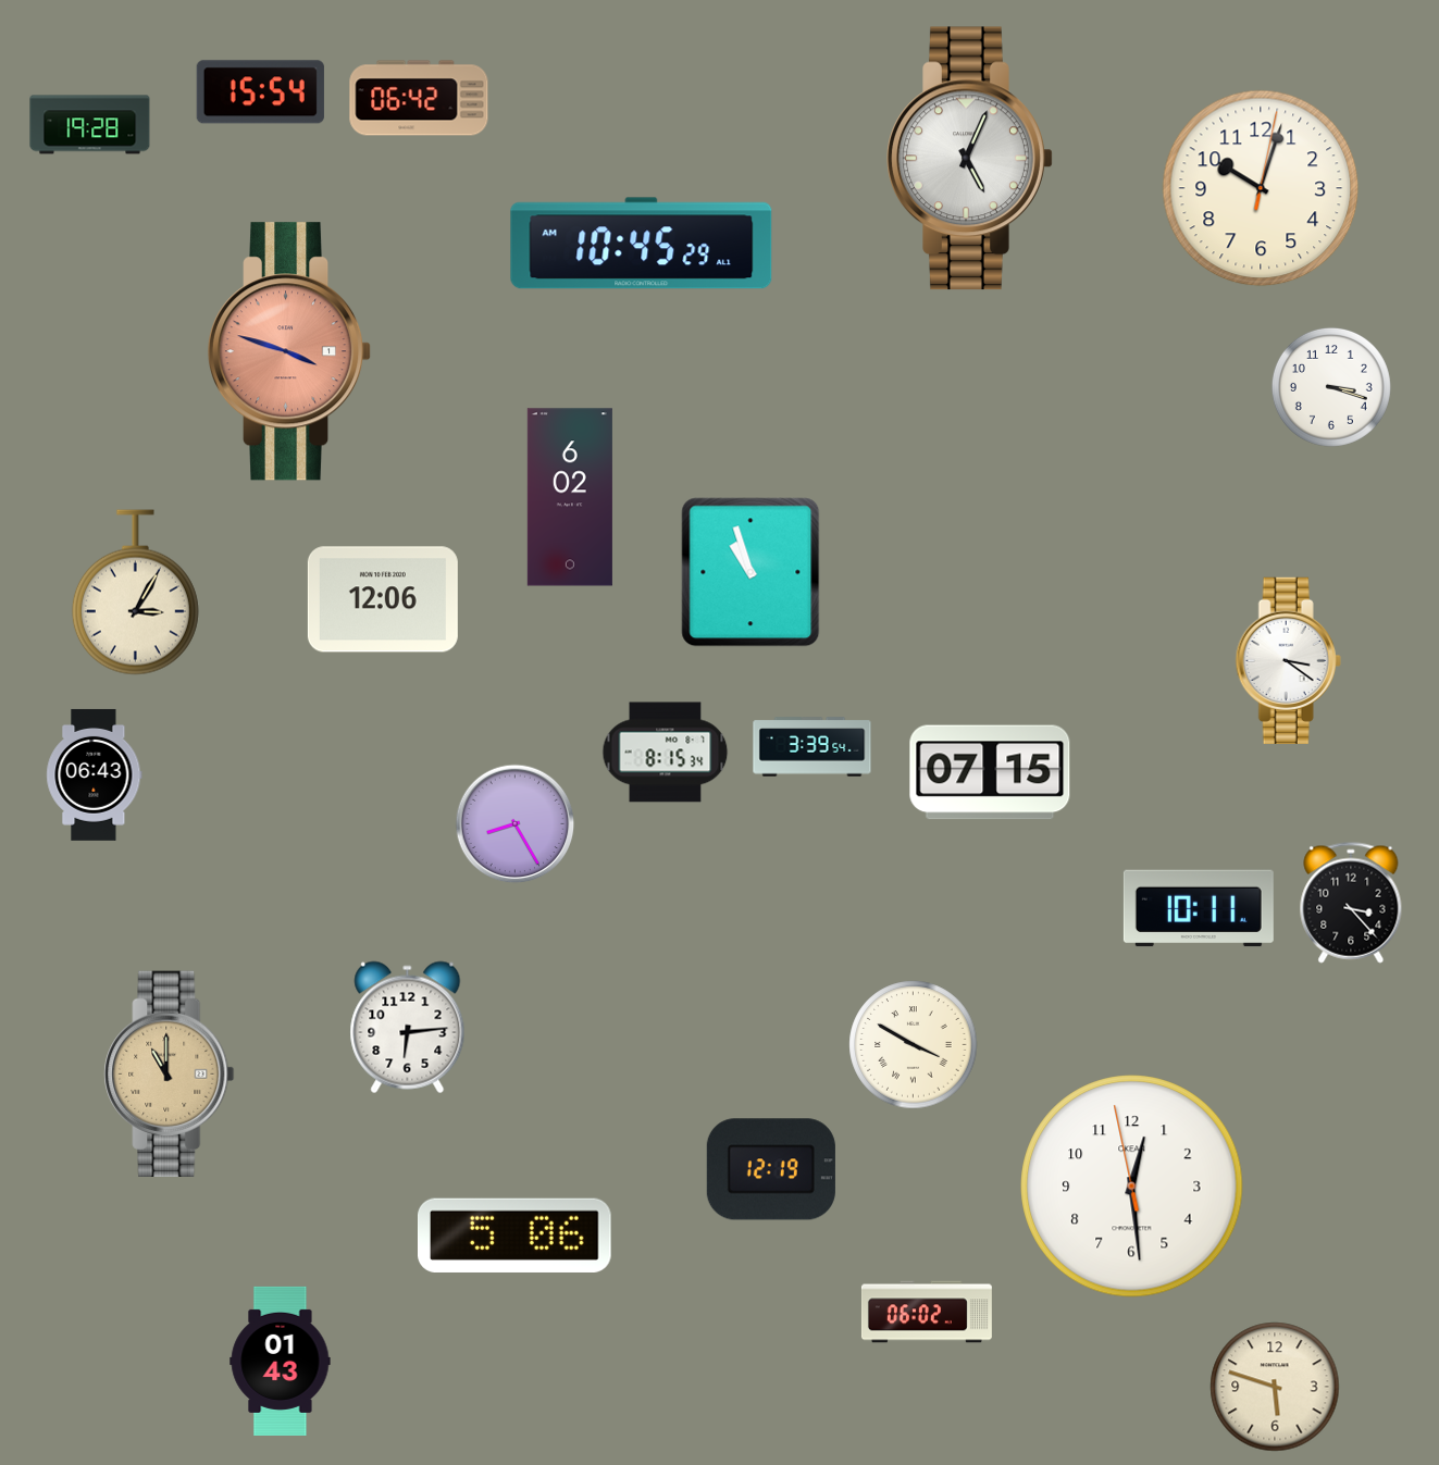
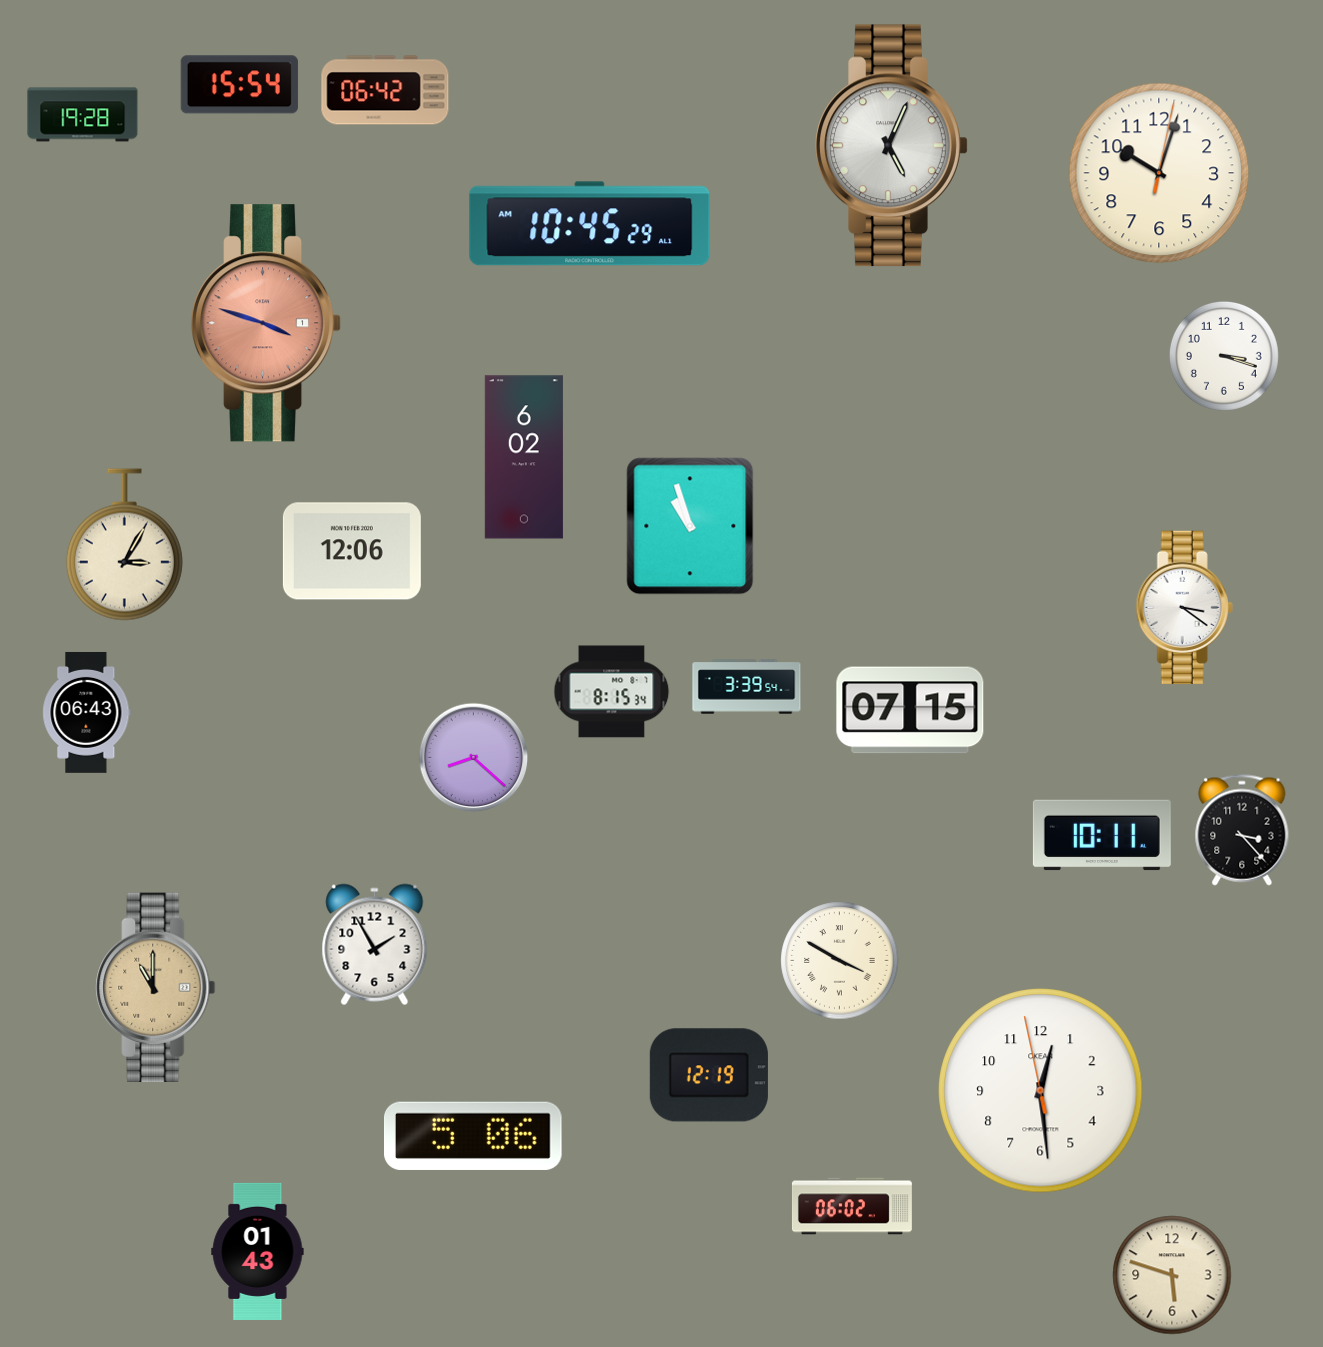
clock at (516, 824): 8:25 -> 8:22
clock at (408, 1028): 6:14 -> 1:55
